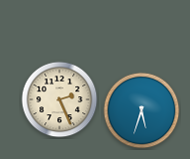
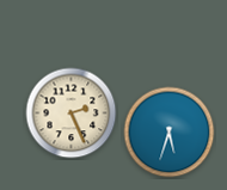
clock at (60, 100) position: (60, 100) -> (72, 114)
